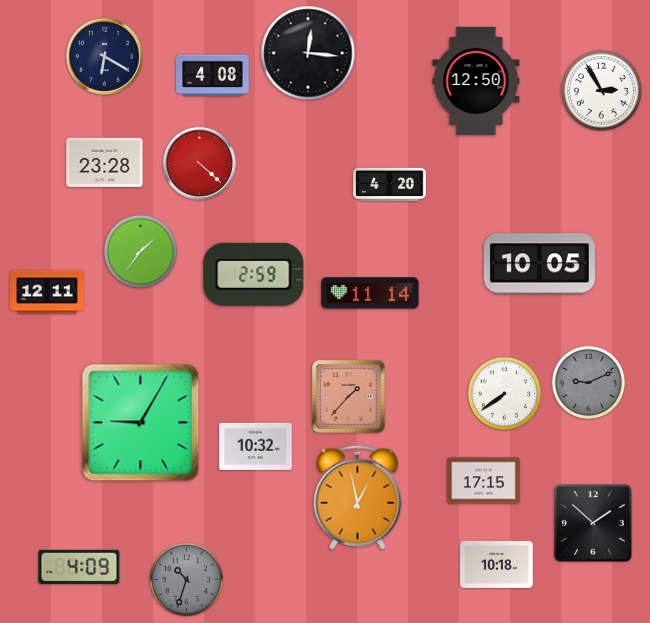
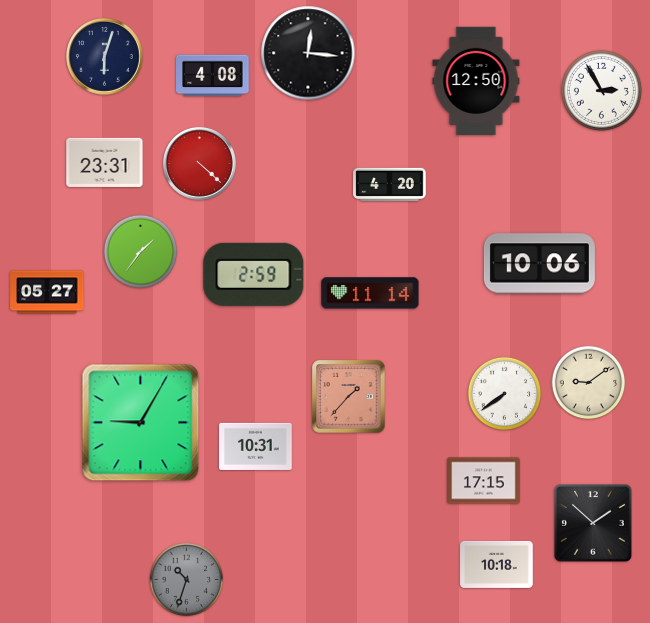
clock at (105, 57): 6:20 -> 6:03
clock at (105, 162): 23:28 -> 23:31
clock at (539, 264): 10:05 -> 10:06
clock at (47, 292): 12:11 -> 05:27
clock at (589, 383): 9:11 -> 9:09
clock at (589, 383) dial: grey -> cream
clock at (256, 446): 10:32 -> 10:31
clock at (358, 497): 12:58 -> none
clock at (79, 567): 4:09 -> none
